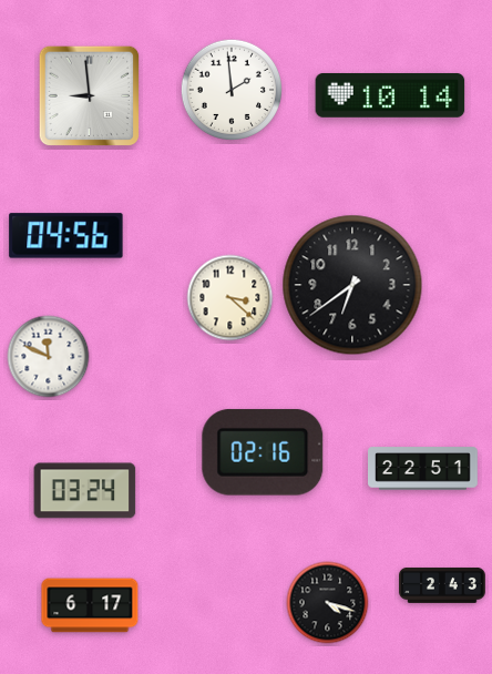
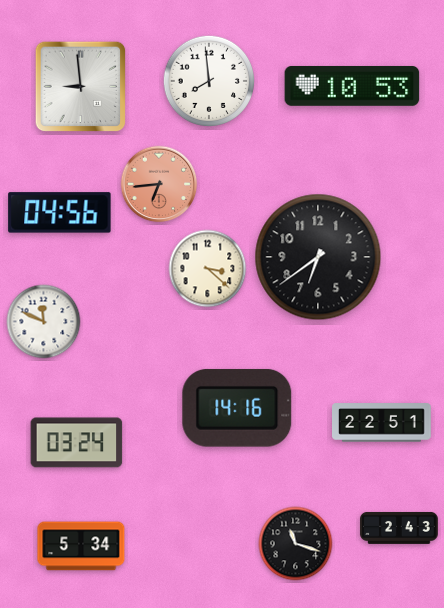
clock at (230, 89): 1:59 -> 7:59
clock at (390, 95): 10:14 -> 10:53
clock at (159, 184): none -> 6:44
clock at (263, 452): 02:16 -> 14:16
clock at (328, 603): 4:18 -> 11:18
clock at (90, 605): 6:17 -> 5:34
